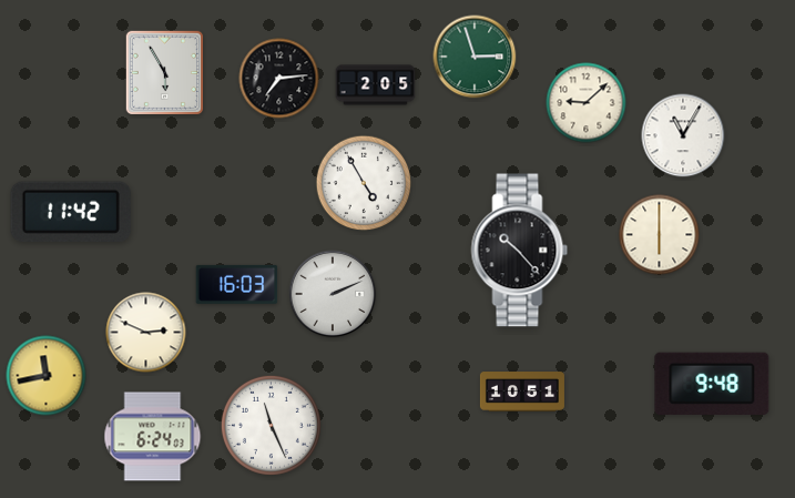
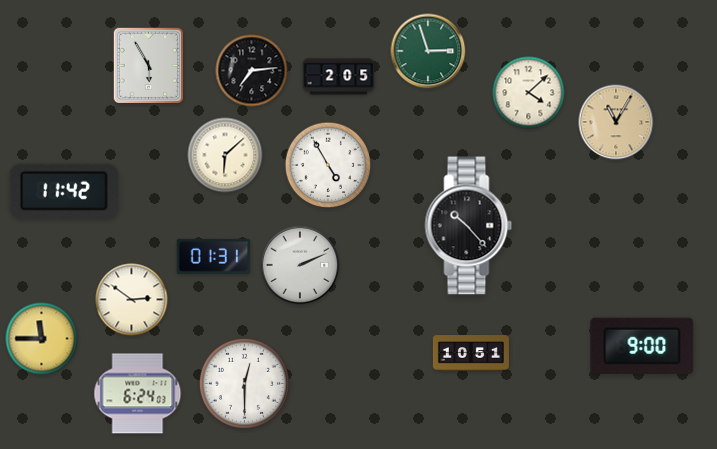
clock at (587, 103): 9:08 -> 4:08
clock at (683, 135) dial: white -> champagne
clock at (225, 155): none -> 6:08
clock at (660, 235): 6:00 -> none
clock at (237, 284): 16:03 -> 01:31
clock at (146, 333): 2:49 -> 2:51
clock at (47, 376): 11:43 -> 11:45
clock at (712, 384): 9:48 -> 9:00
clock at (271, 425): 11:26 -> 12:30
